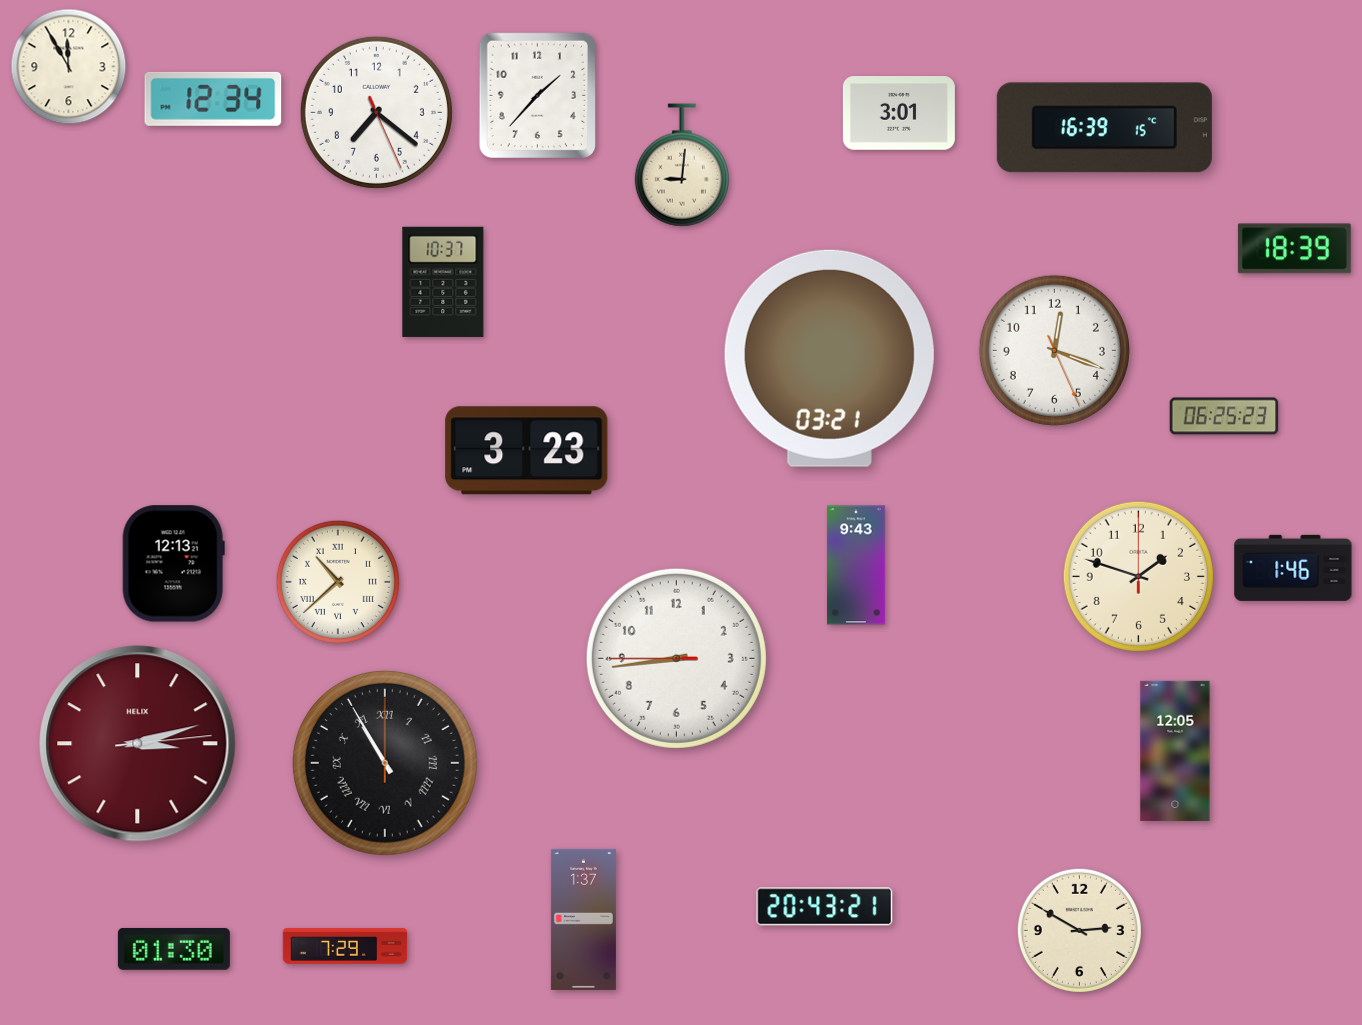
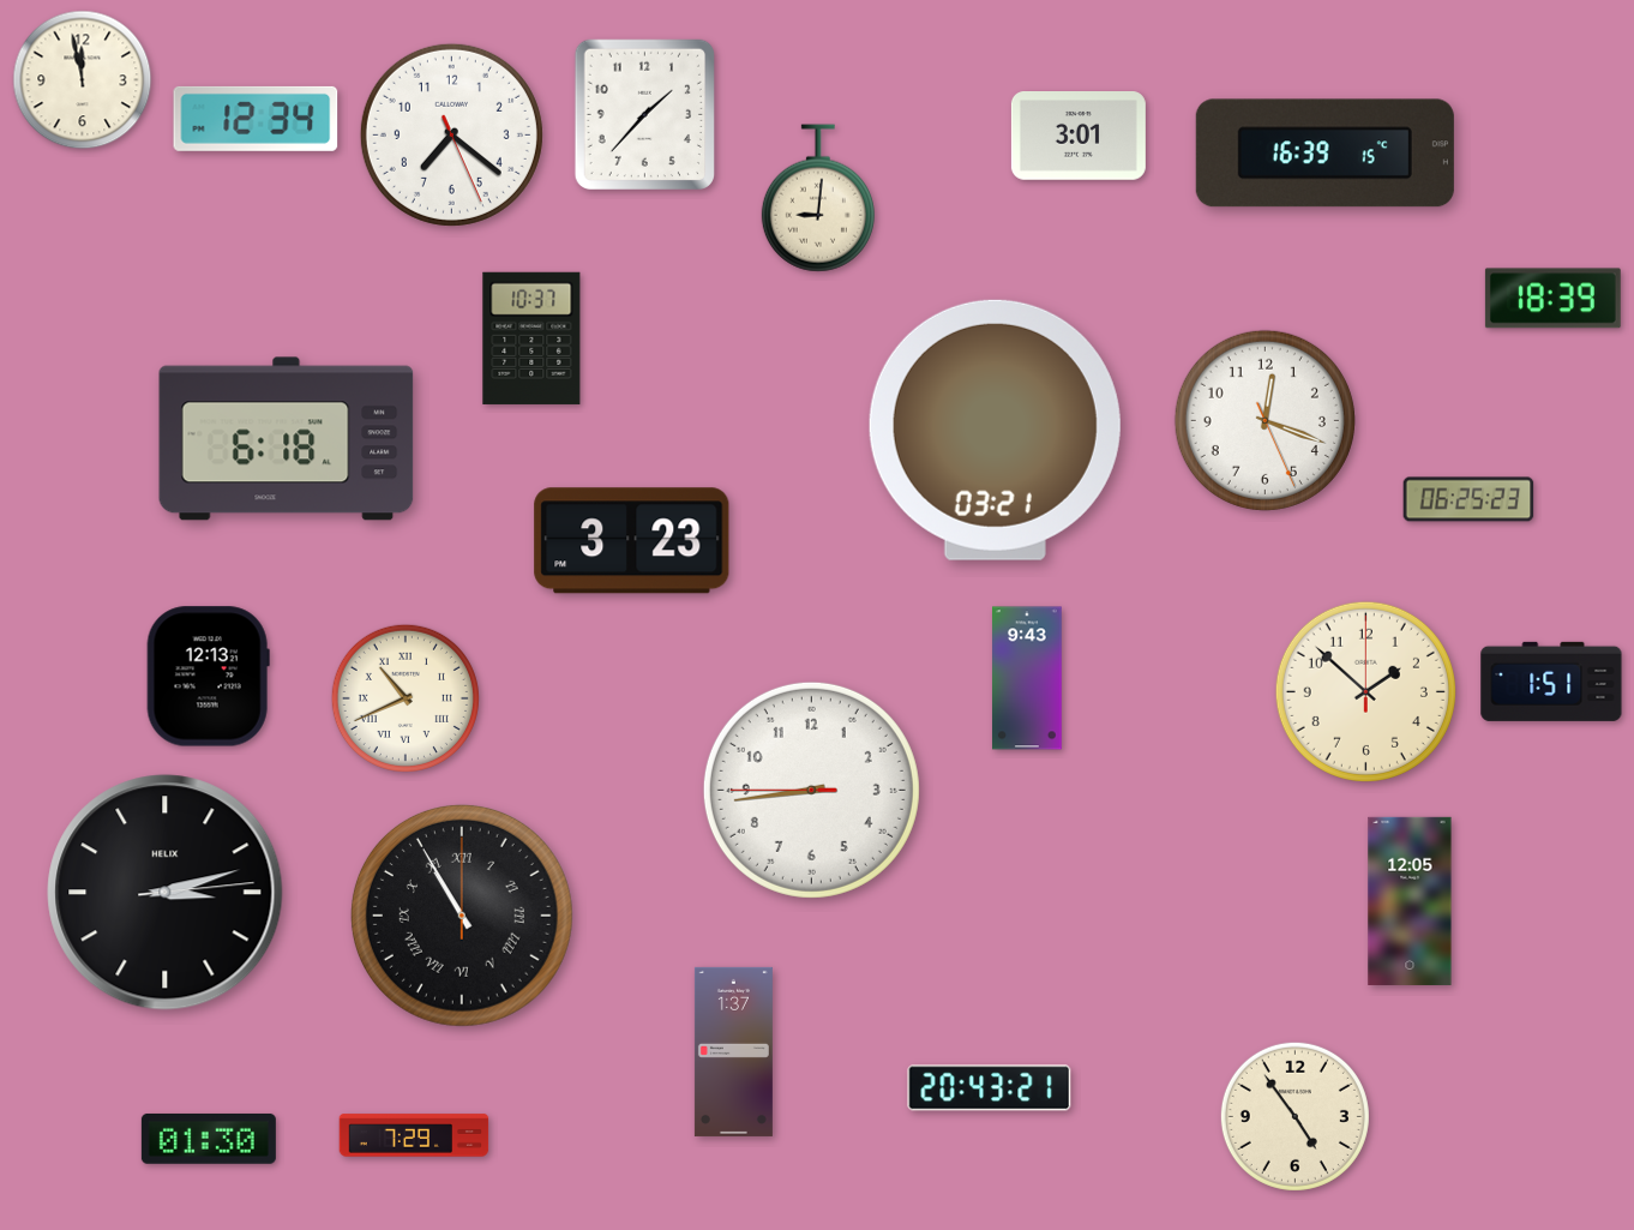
clock at (69, 67): 11:55 -> 11:58
clock at (287, 439): none -> 6:18
clock at (1293, 568): 1:46 -> 1:51
clock at (1138, 576): 1:48 -> 1:52
clock at (338, 582): 10:38 -> 10:41
clock at (138, 744) dial: burgundy -> black
clock at (583, 919) position: (583, 919) -> (733, 1051)
clock at (1079, 930): 2:50 -> 4:54
